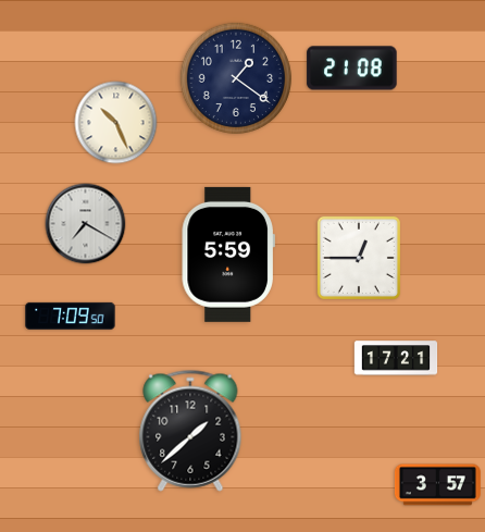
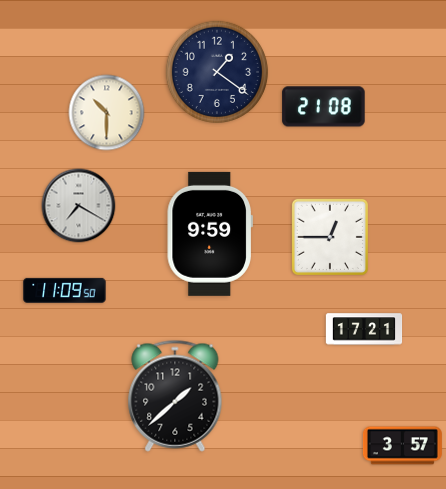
clock at (352, 69) position: (352, 69) -> (324, 107)
clock at (116, 123): 10:26 -> 10:30
clock at (228, 255): 5:59 -> 9:59
clock at (71, 316): 7:09 -> 11:09
